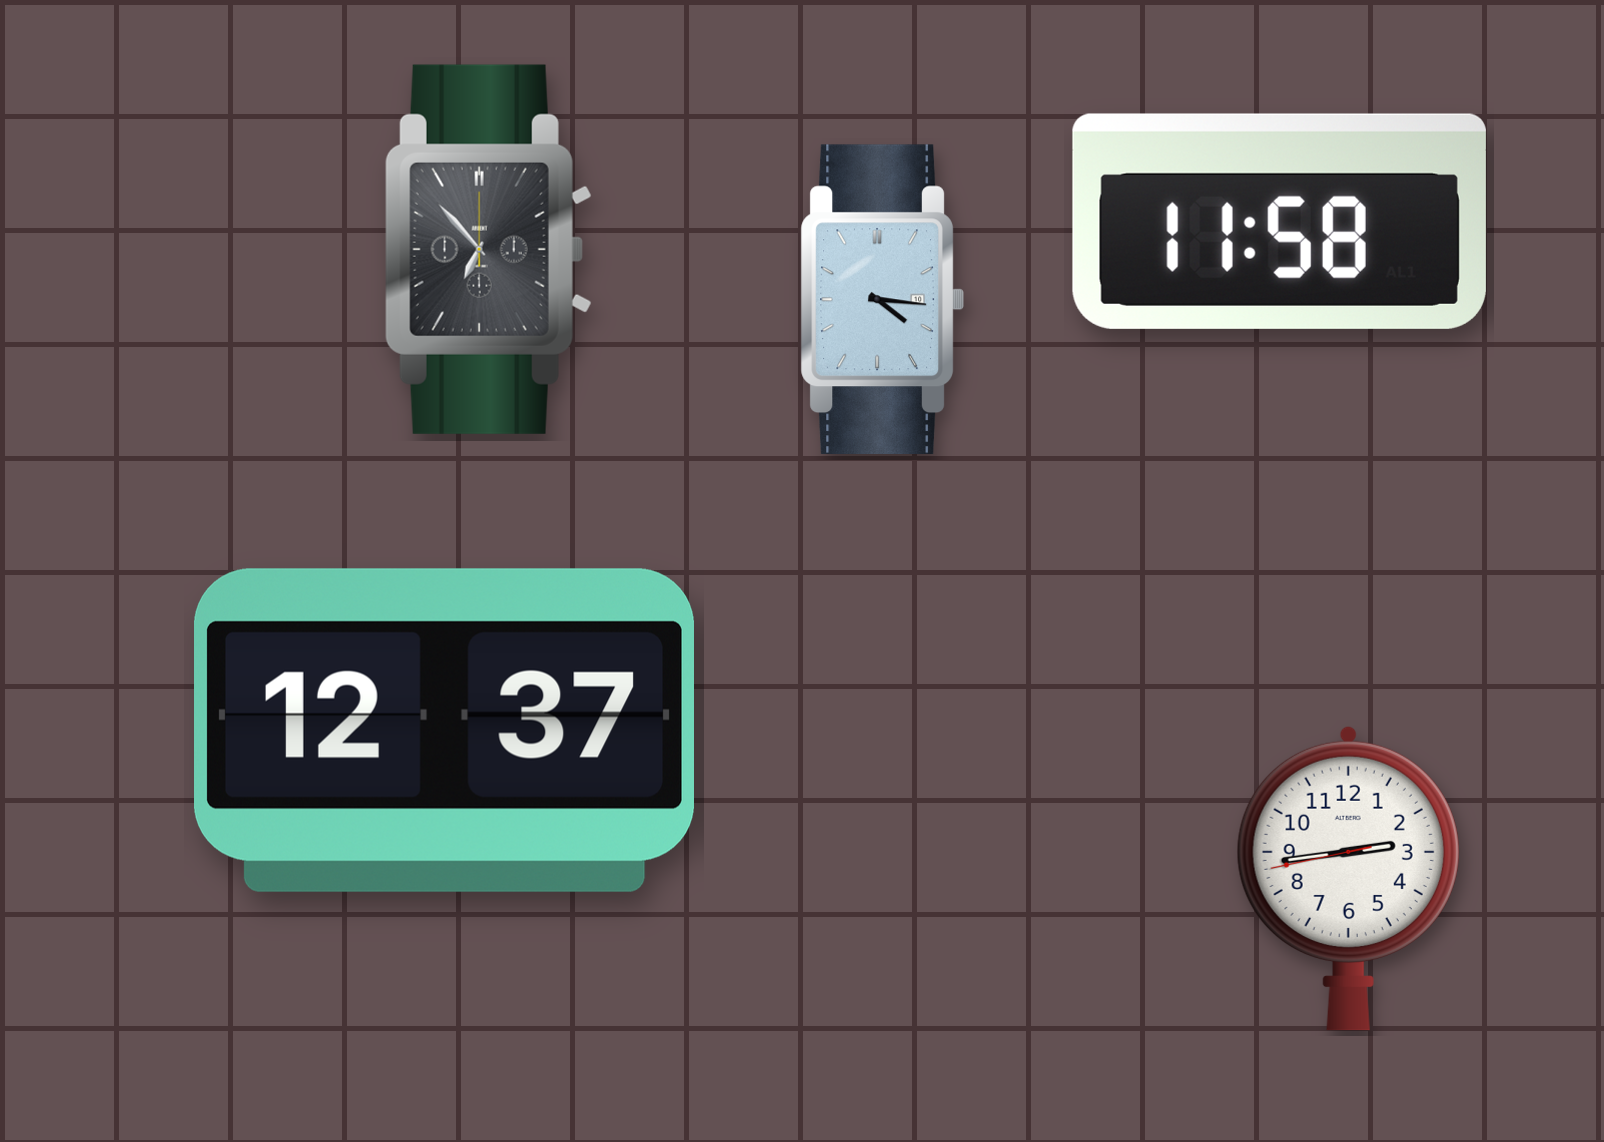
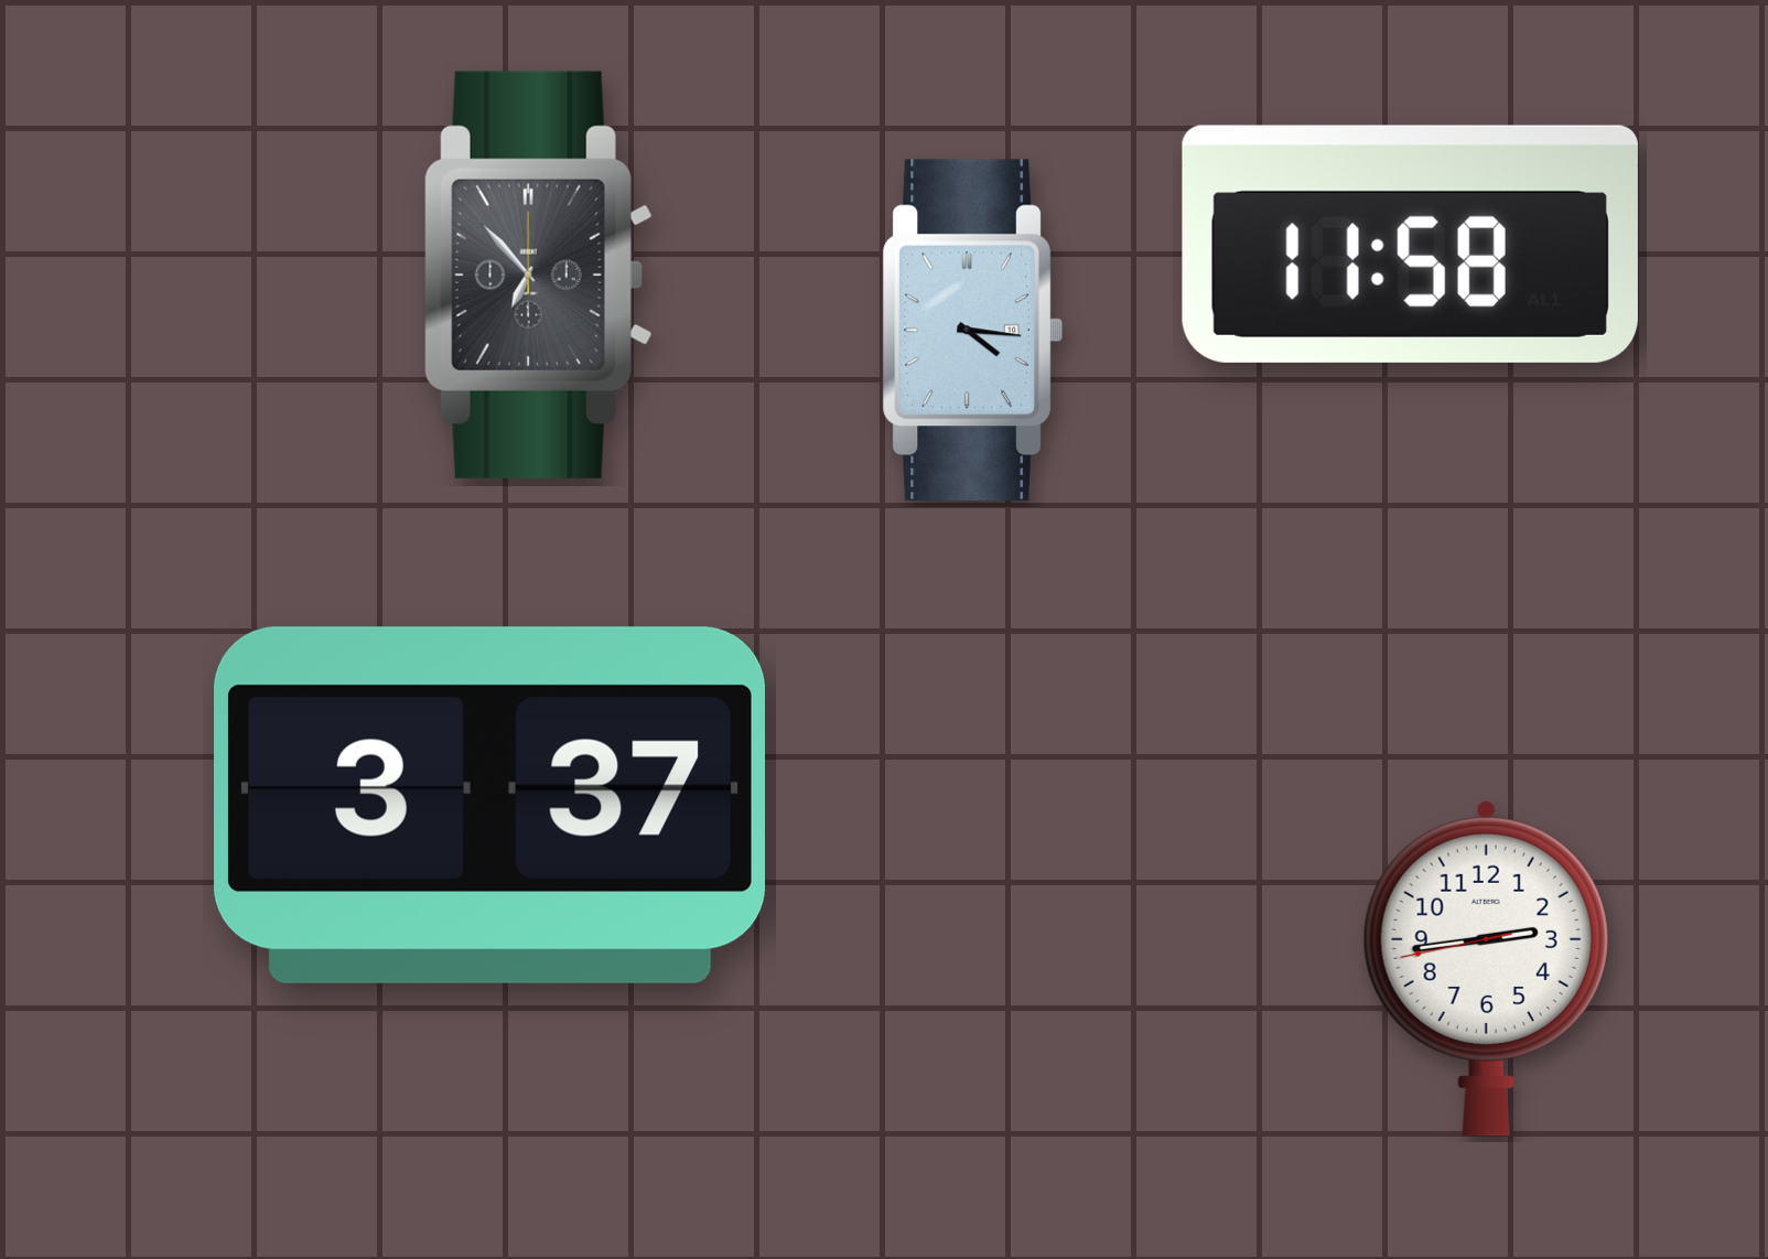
clock at (444, 730): 12:37 -> 3:37
